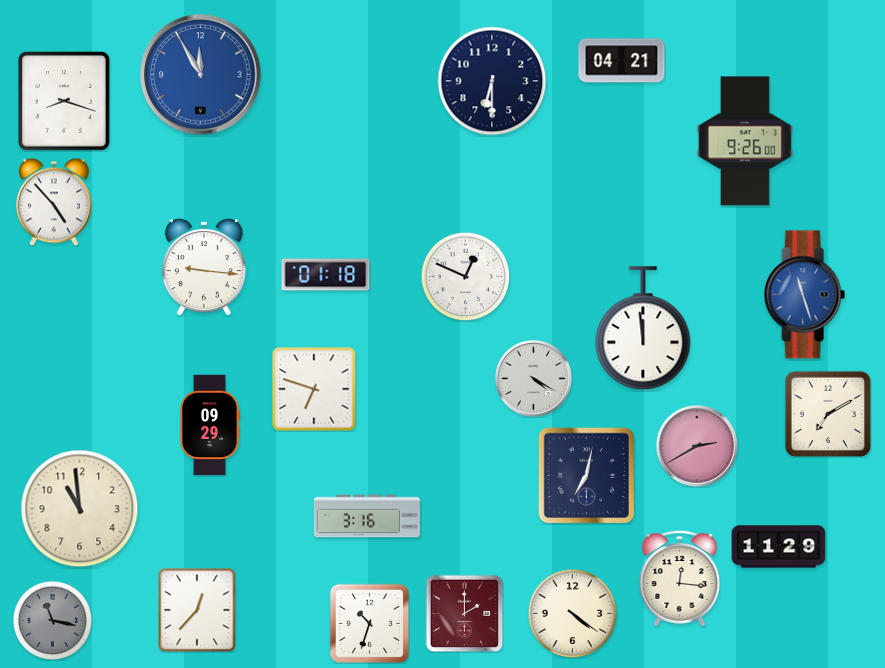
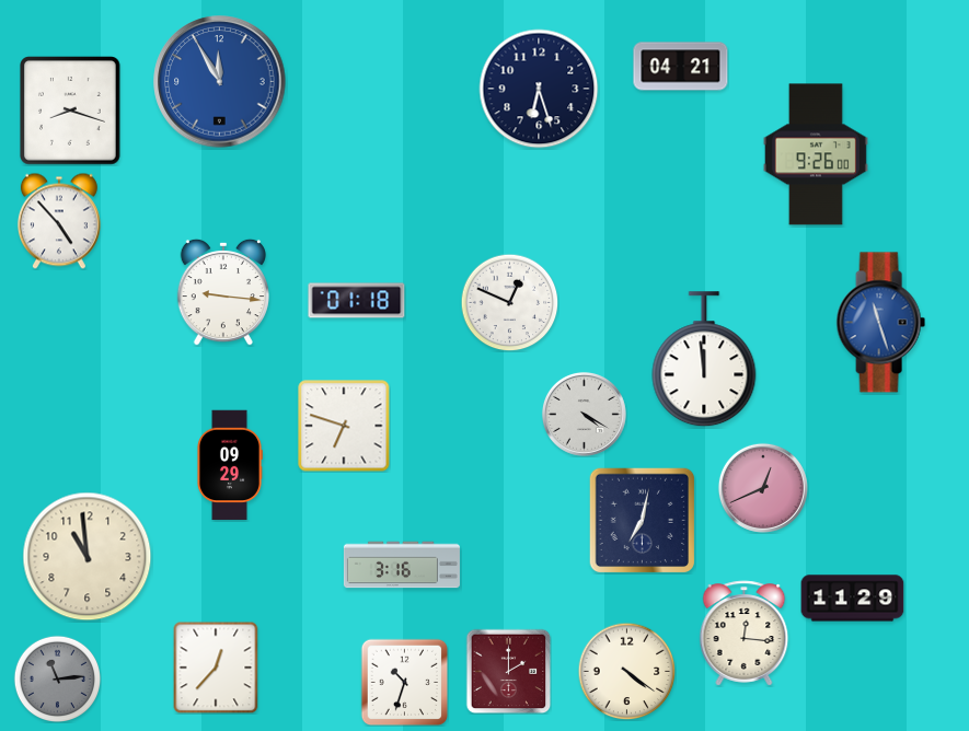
clock at (492, 81): 6:30 -> 6:27
clock at (828, 414): 7:10 -> none
clock at (697, 446): 2:40 -> 12:41
clock at (52, 620): 11:17 -> 11:14
